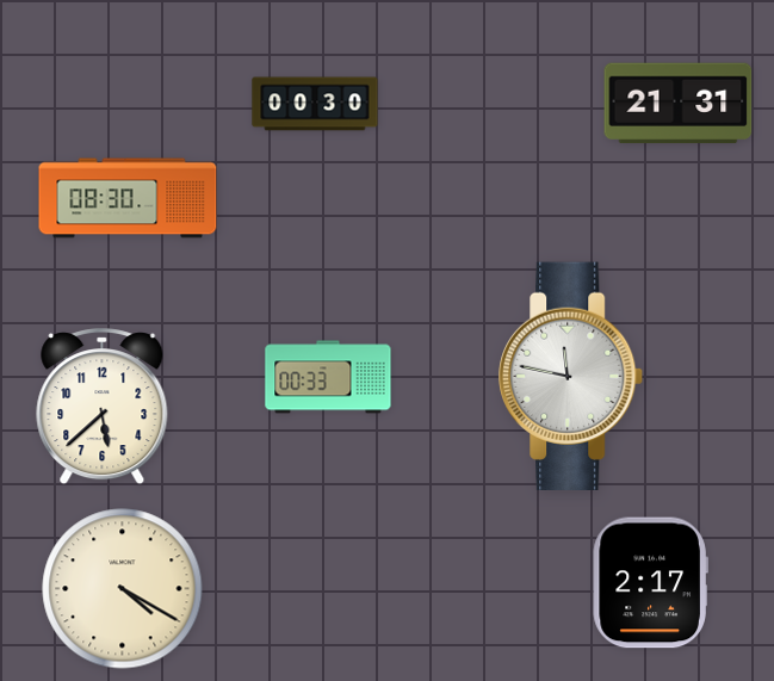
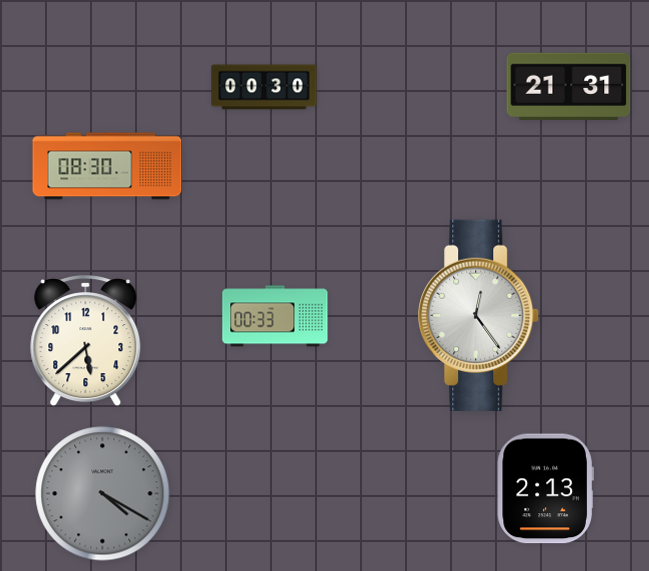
clock at (571, 376): 11:47 -> 12:24
clock at (650, 583): 2:17 -> 2:13
clock at (123, 589) dial: cream -> grey
